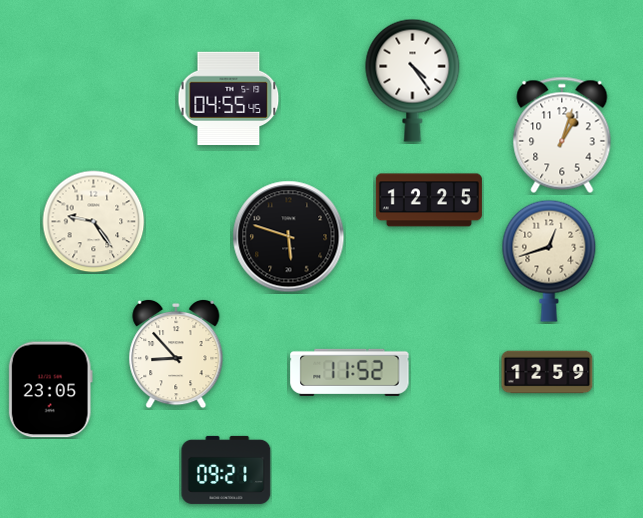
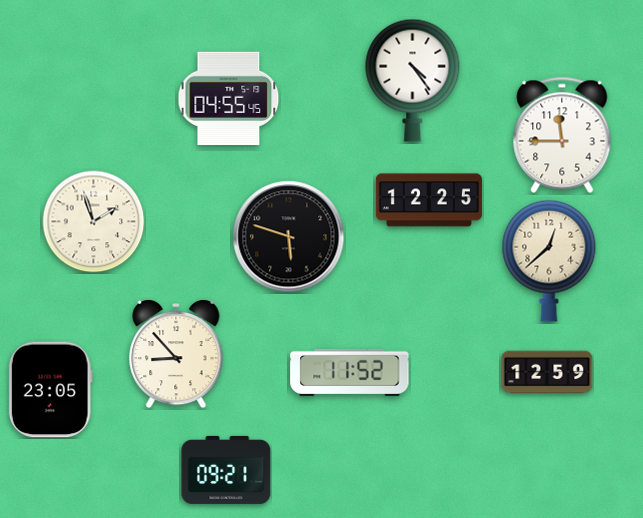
clock at (562, 135): 1:03 -> 11:45
clock at (94, 222): 9:24 -> 1:57
clock at (549, 261): 12:42 -> 12:38
